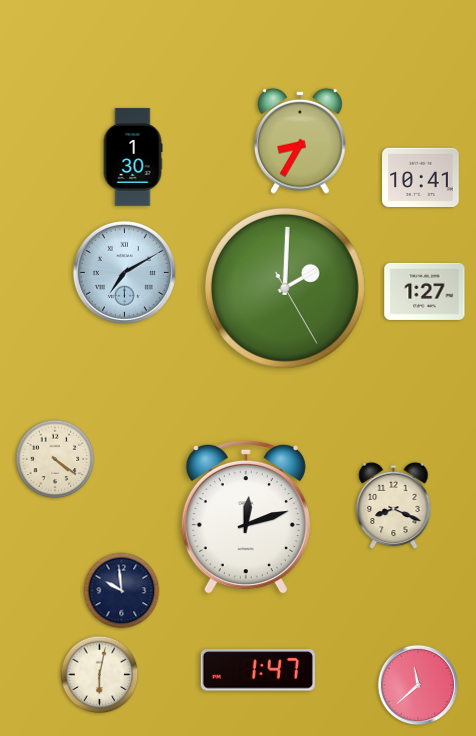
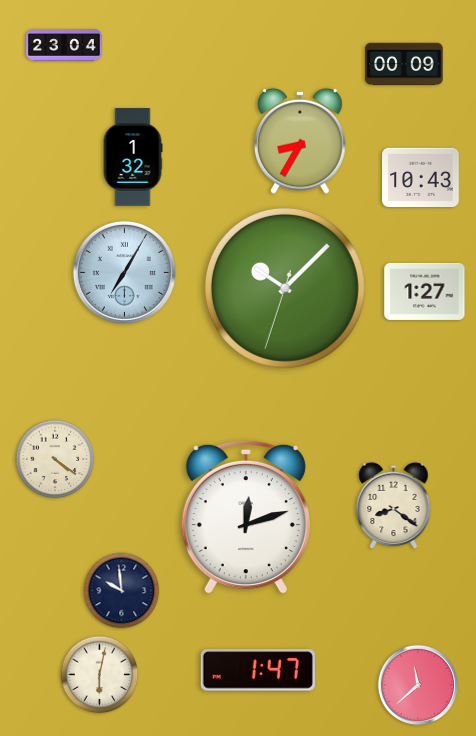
clock at (64, 45): none -> 23:04
clock at (404, 64): none -> 00:09
clock at (133, 157): 1:30 -> 1:32
clock at (421, 177): 10:41 -> 10:43
clock at (124, 272): 7:10 -> 7:05
clock at (285, 288): 2:00 -> 10:07
clock at (394, 506): 8:19 -> 8:21
